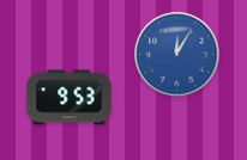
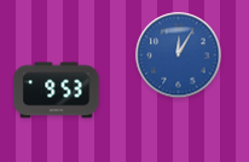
clock at (70, 98) position: (70, 98) -> (57, 91)
